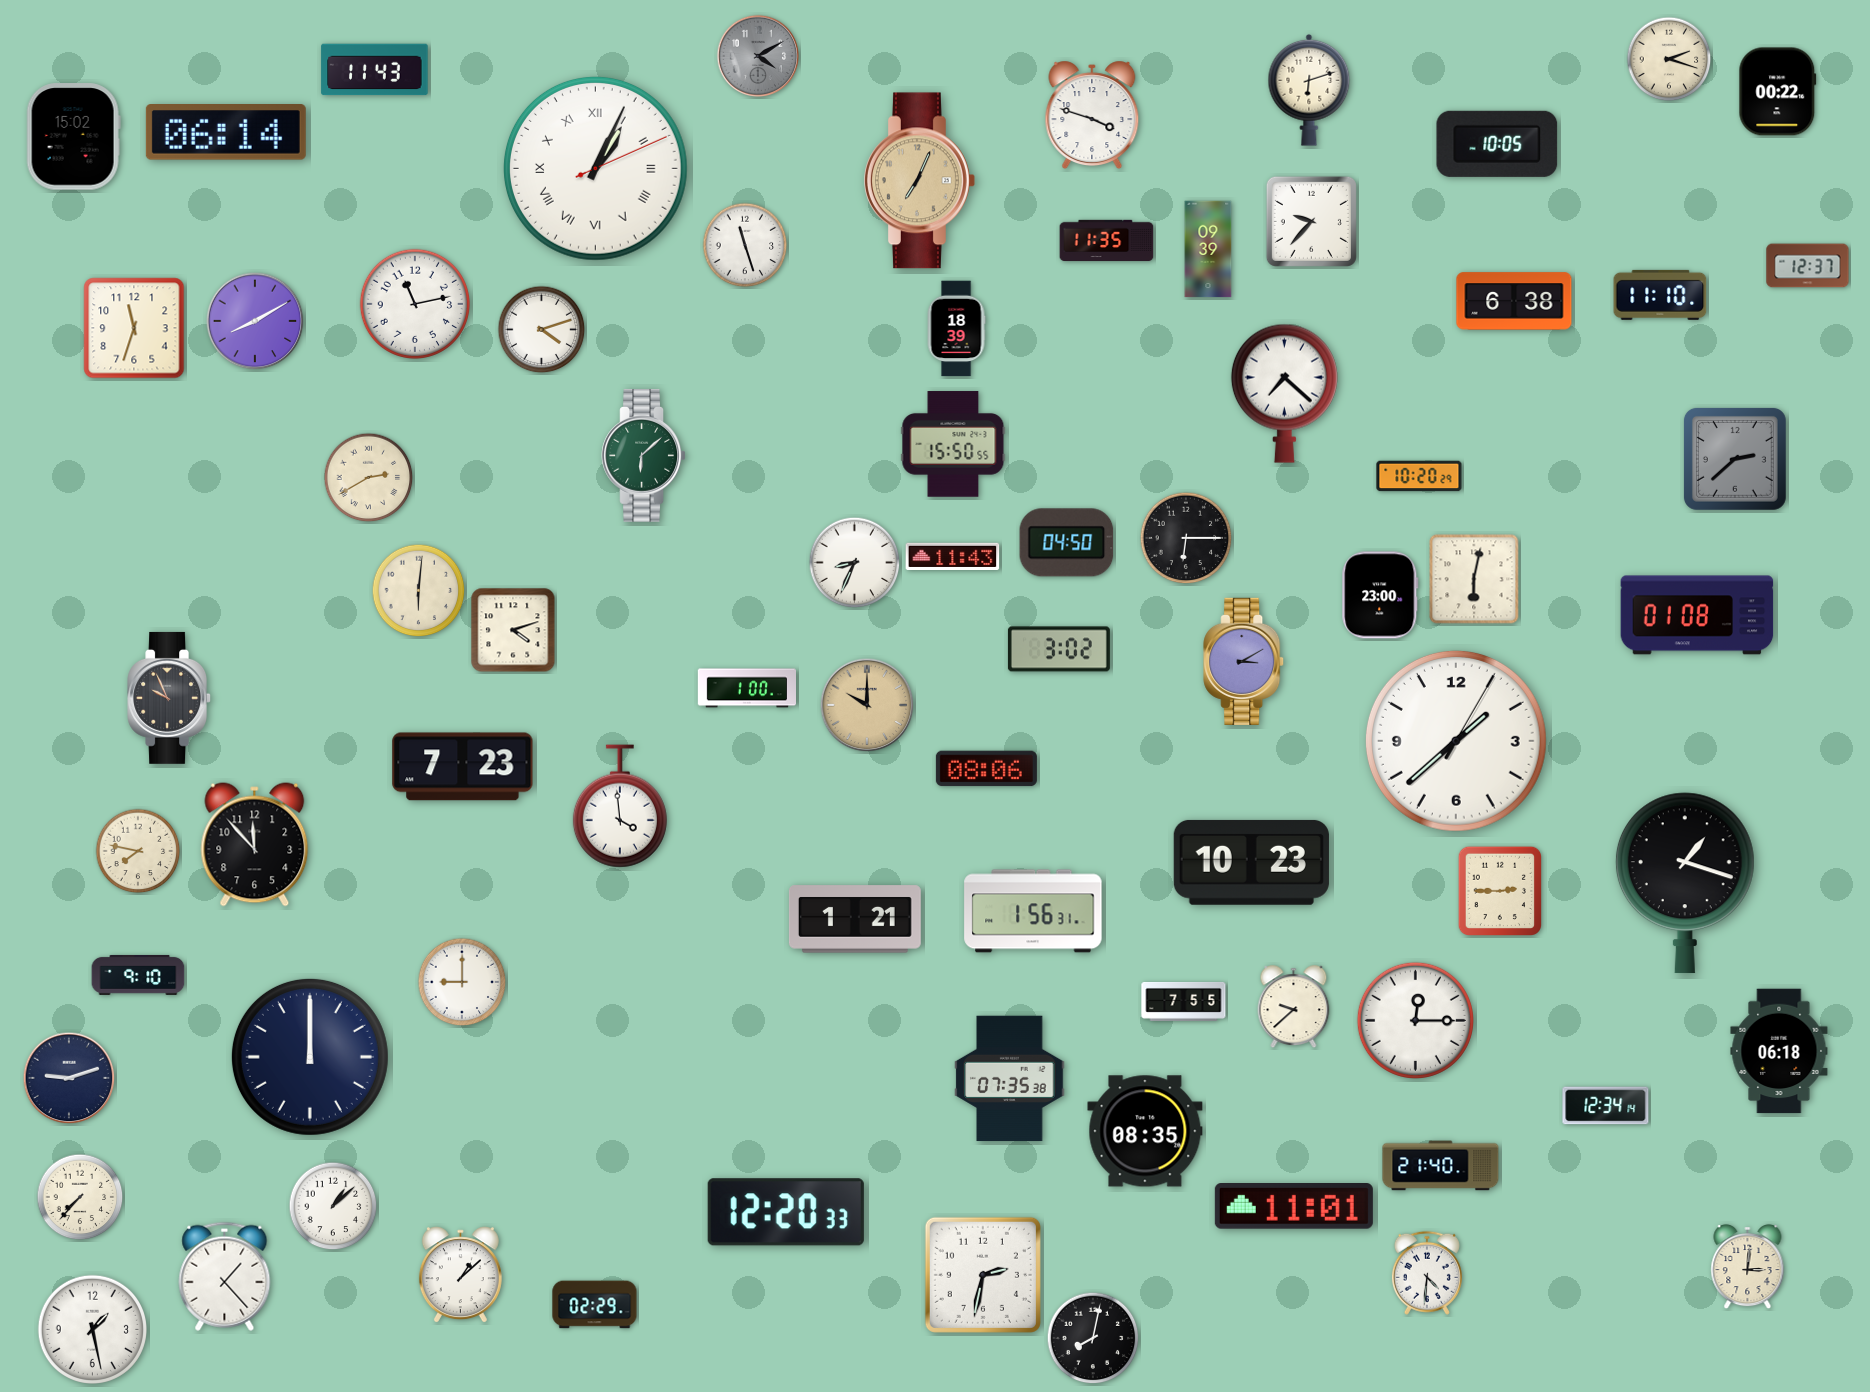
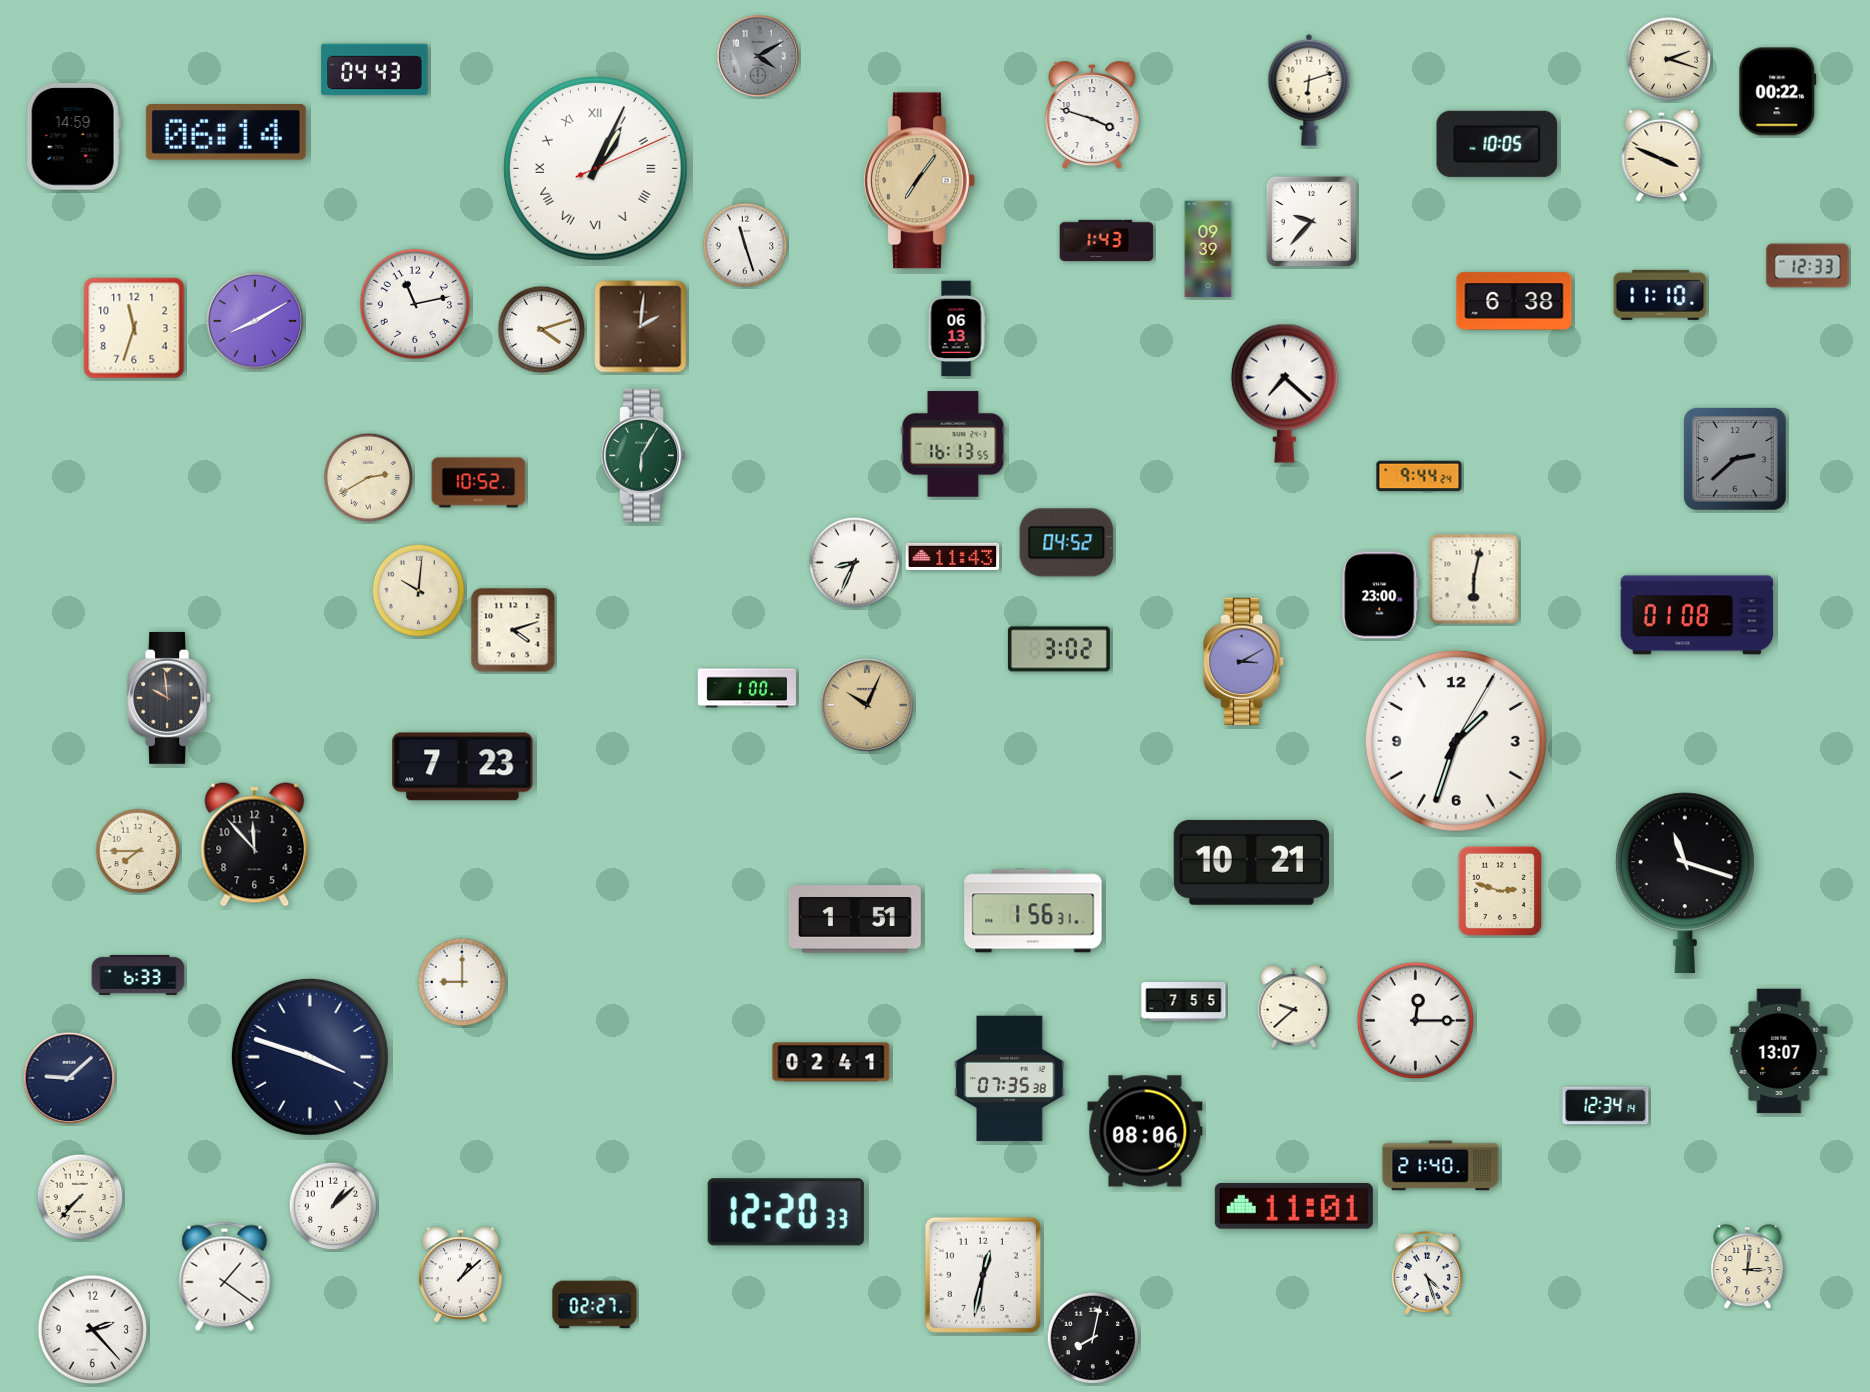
clock at (375, 70): 11:43 -> 04:43
clock at (73, 137): 15:02 -> 14:59
clock at (1662, 155): none -> 3:49
clock at (920, 181): 7:04 -> 7:06
clock at (1107, 241): 11:35 -> 1:43
clock at (1808, 266): 12:37 -> 12:33
clock at (641, 327): none -> 2:01
clock at (956, 329): 18:39 -> 06:13
clock at (953, 444): 15:50 -> 16:13
clock at (644, 455): 6:08 -> 6:05
clock at (1419, 476): 10:20 -> 9:44
clock at (479, 483): none -> 10:52
clock at (1186, 538): 6:15 -> none
clock at (1067, 543): 04:50 -> 04:52
clock at (419, 591): 6:01 -> 10:01
clock at (169, 698): 9:56 -> 9:59
clock at (867, 705): 10:00 -> 10:04
clock at (1456, 741): 1:38 -> 1:33
clock at (986, 769): 08:06 -> none
clock at (620, 806): 3:59 -> none
clock at (138, 851): 7:47 -> 7:45
clock at (1251, 862): 10:23 -> 10:21
clock at (1685, 883): 1:18 -> 11:18
clock at (1499, 891): 2:45 -> 2:48
clock at (855, 919): 1:21 -> 1:51
clock at (138, 975): 9:10 -> 6:33
clock at (1779, 1051): 06:18 -> 13:07
clock at (310, 1057): 12:00 -> 3:48
clock at (831, 1062): none -> 02:41
clock at (69, 1078): 9:12 -> 9:08
clock at (1145, 1131): 08:35 -> 08:06
clock at (1427, 1273): 4:31 -> 4:27
clock at (983, 1275): 2:32 -> 12:32
clock at (225, 1276): 1:23 -> 1:21
clock at (595, 1305): 02:29 -> 02:27
clock at (92, 1329): 1:28 -> 2:23
